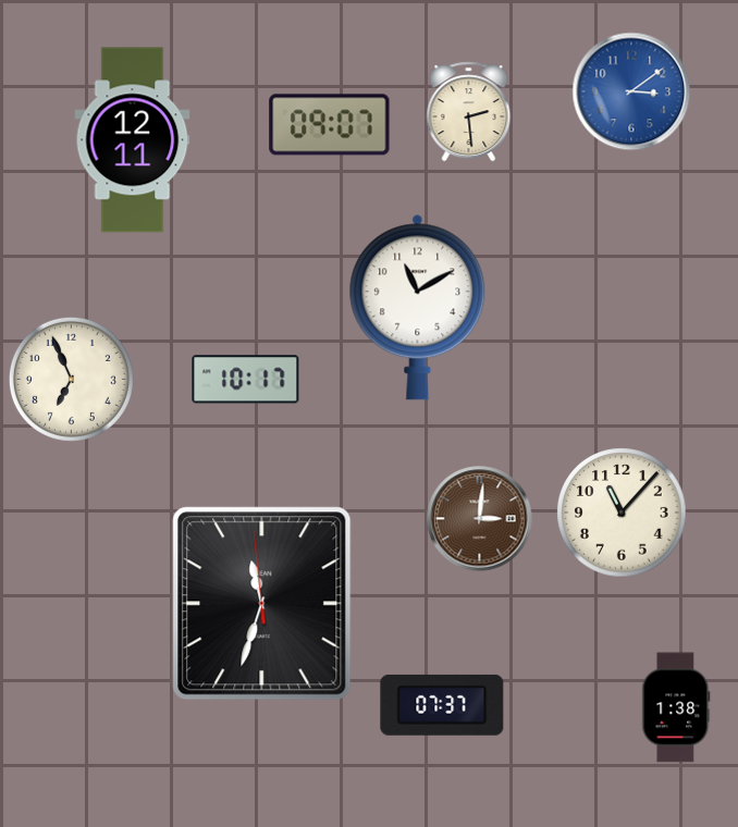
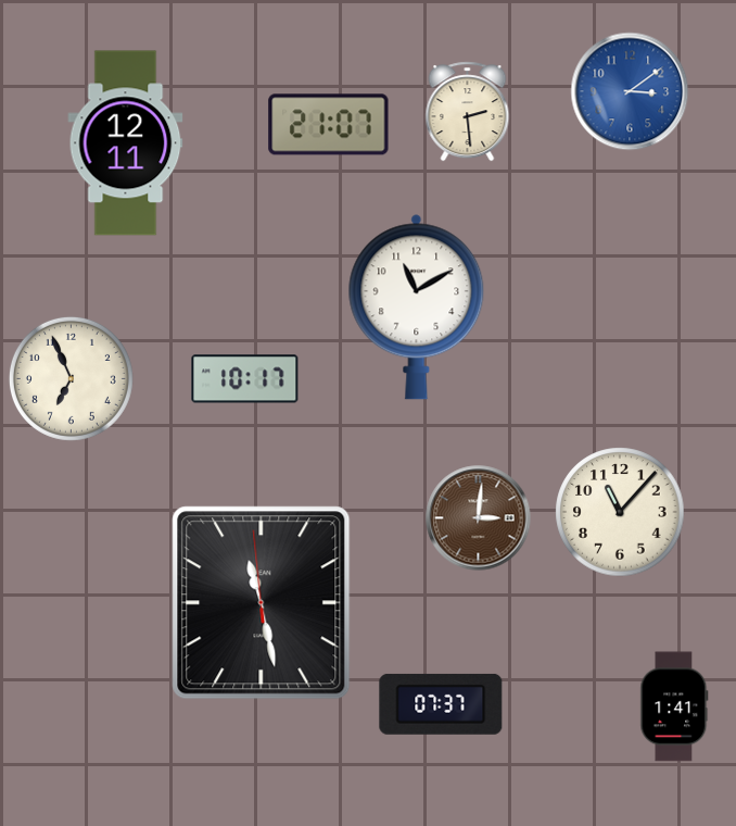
clock at (330, 125): 09:07 -> 21:07
clock at (133, 140) position: (133, 140) -> (126, 143)
clock at (262, 604): 11:32 -> 11:27
clock at (676, 707): 1:38 -> 1:41
